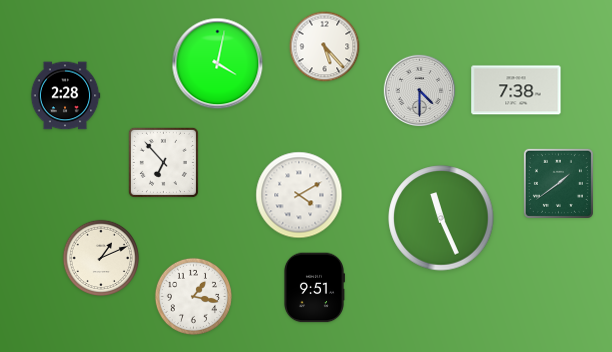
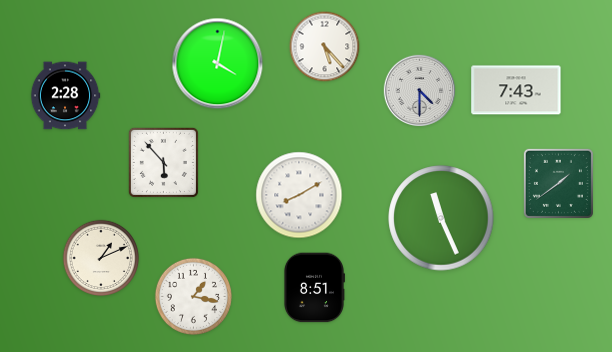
clock at (516, 90): 7:38 -> 7:43
clock at (163, 162): 6:53 -> 5:53
clock at (299, 195): 4:10 -> 8:10
clock at (314, 288): 9:51 -> 8:51
